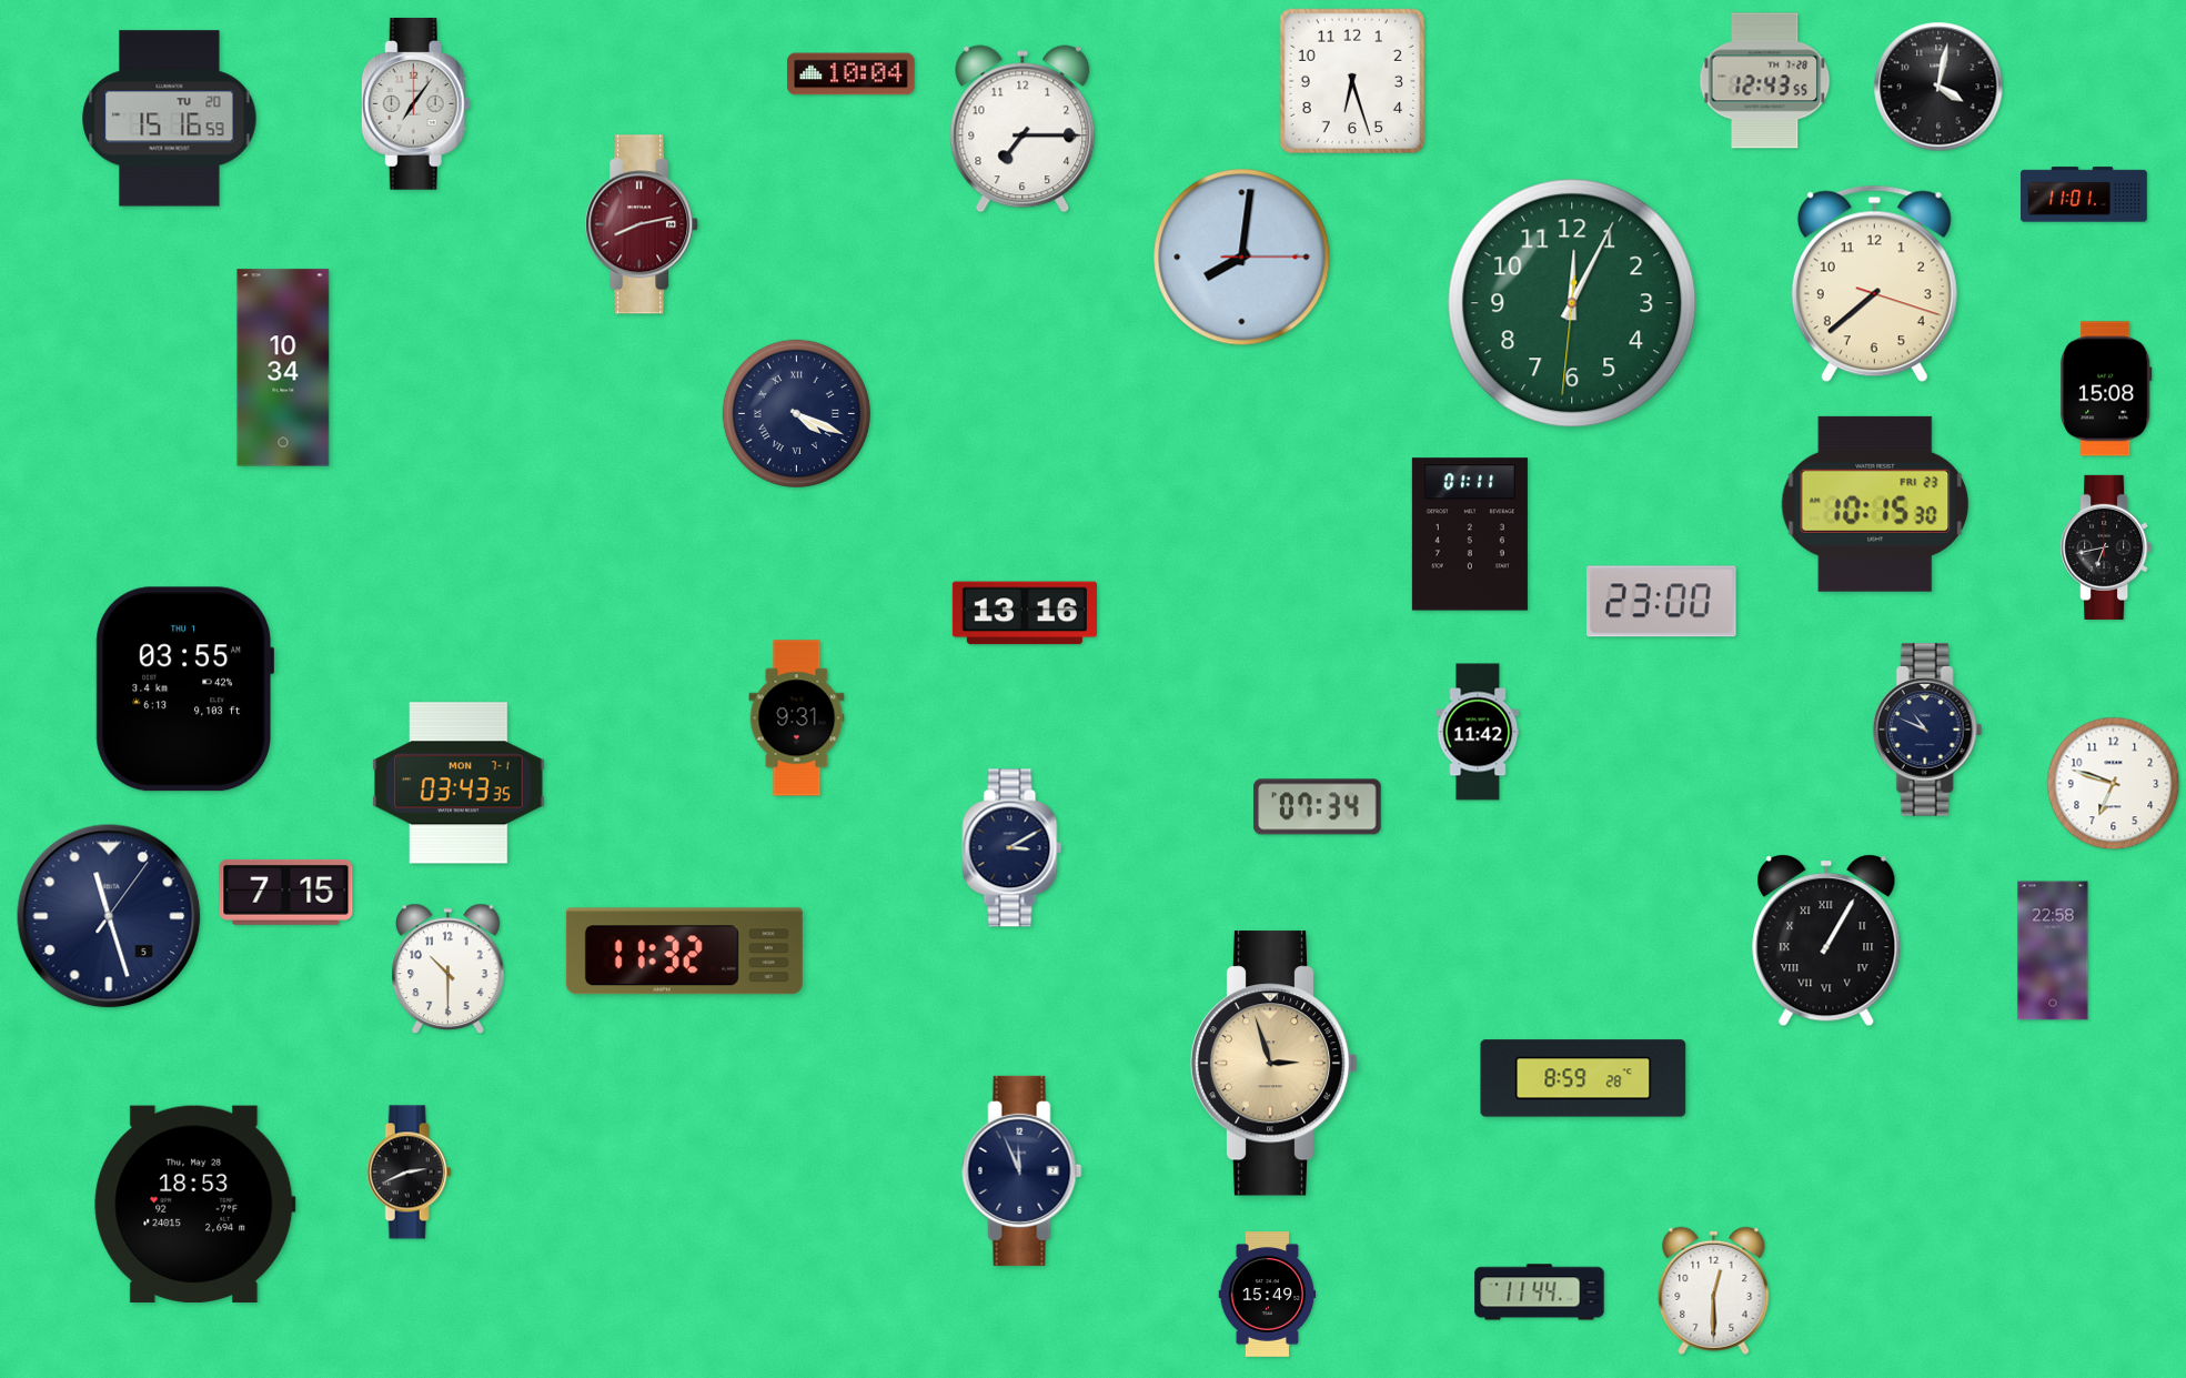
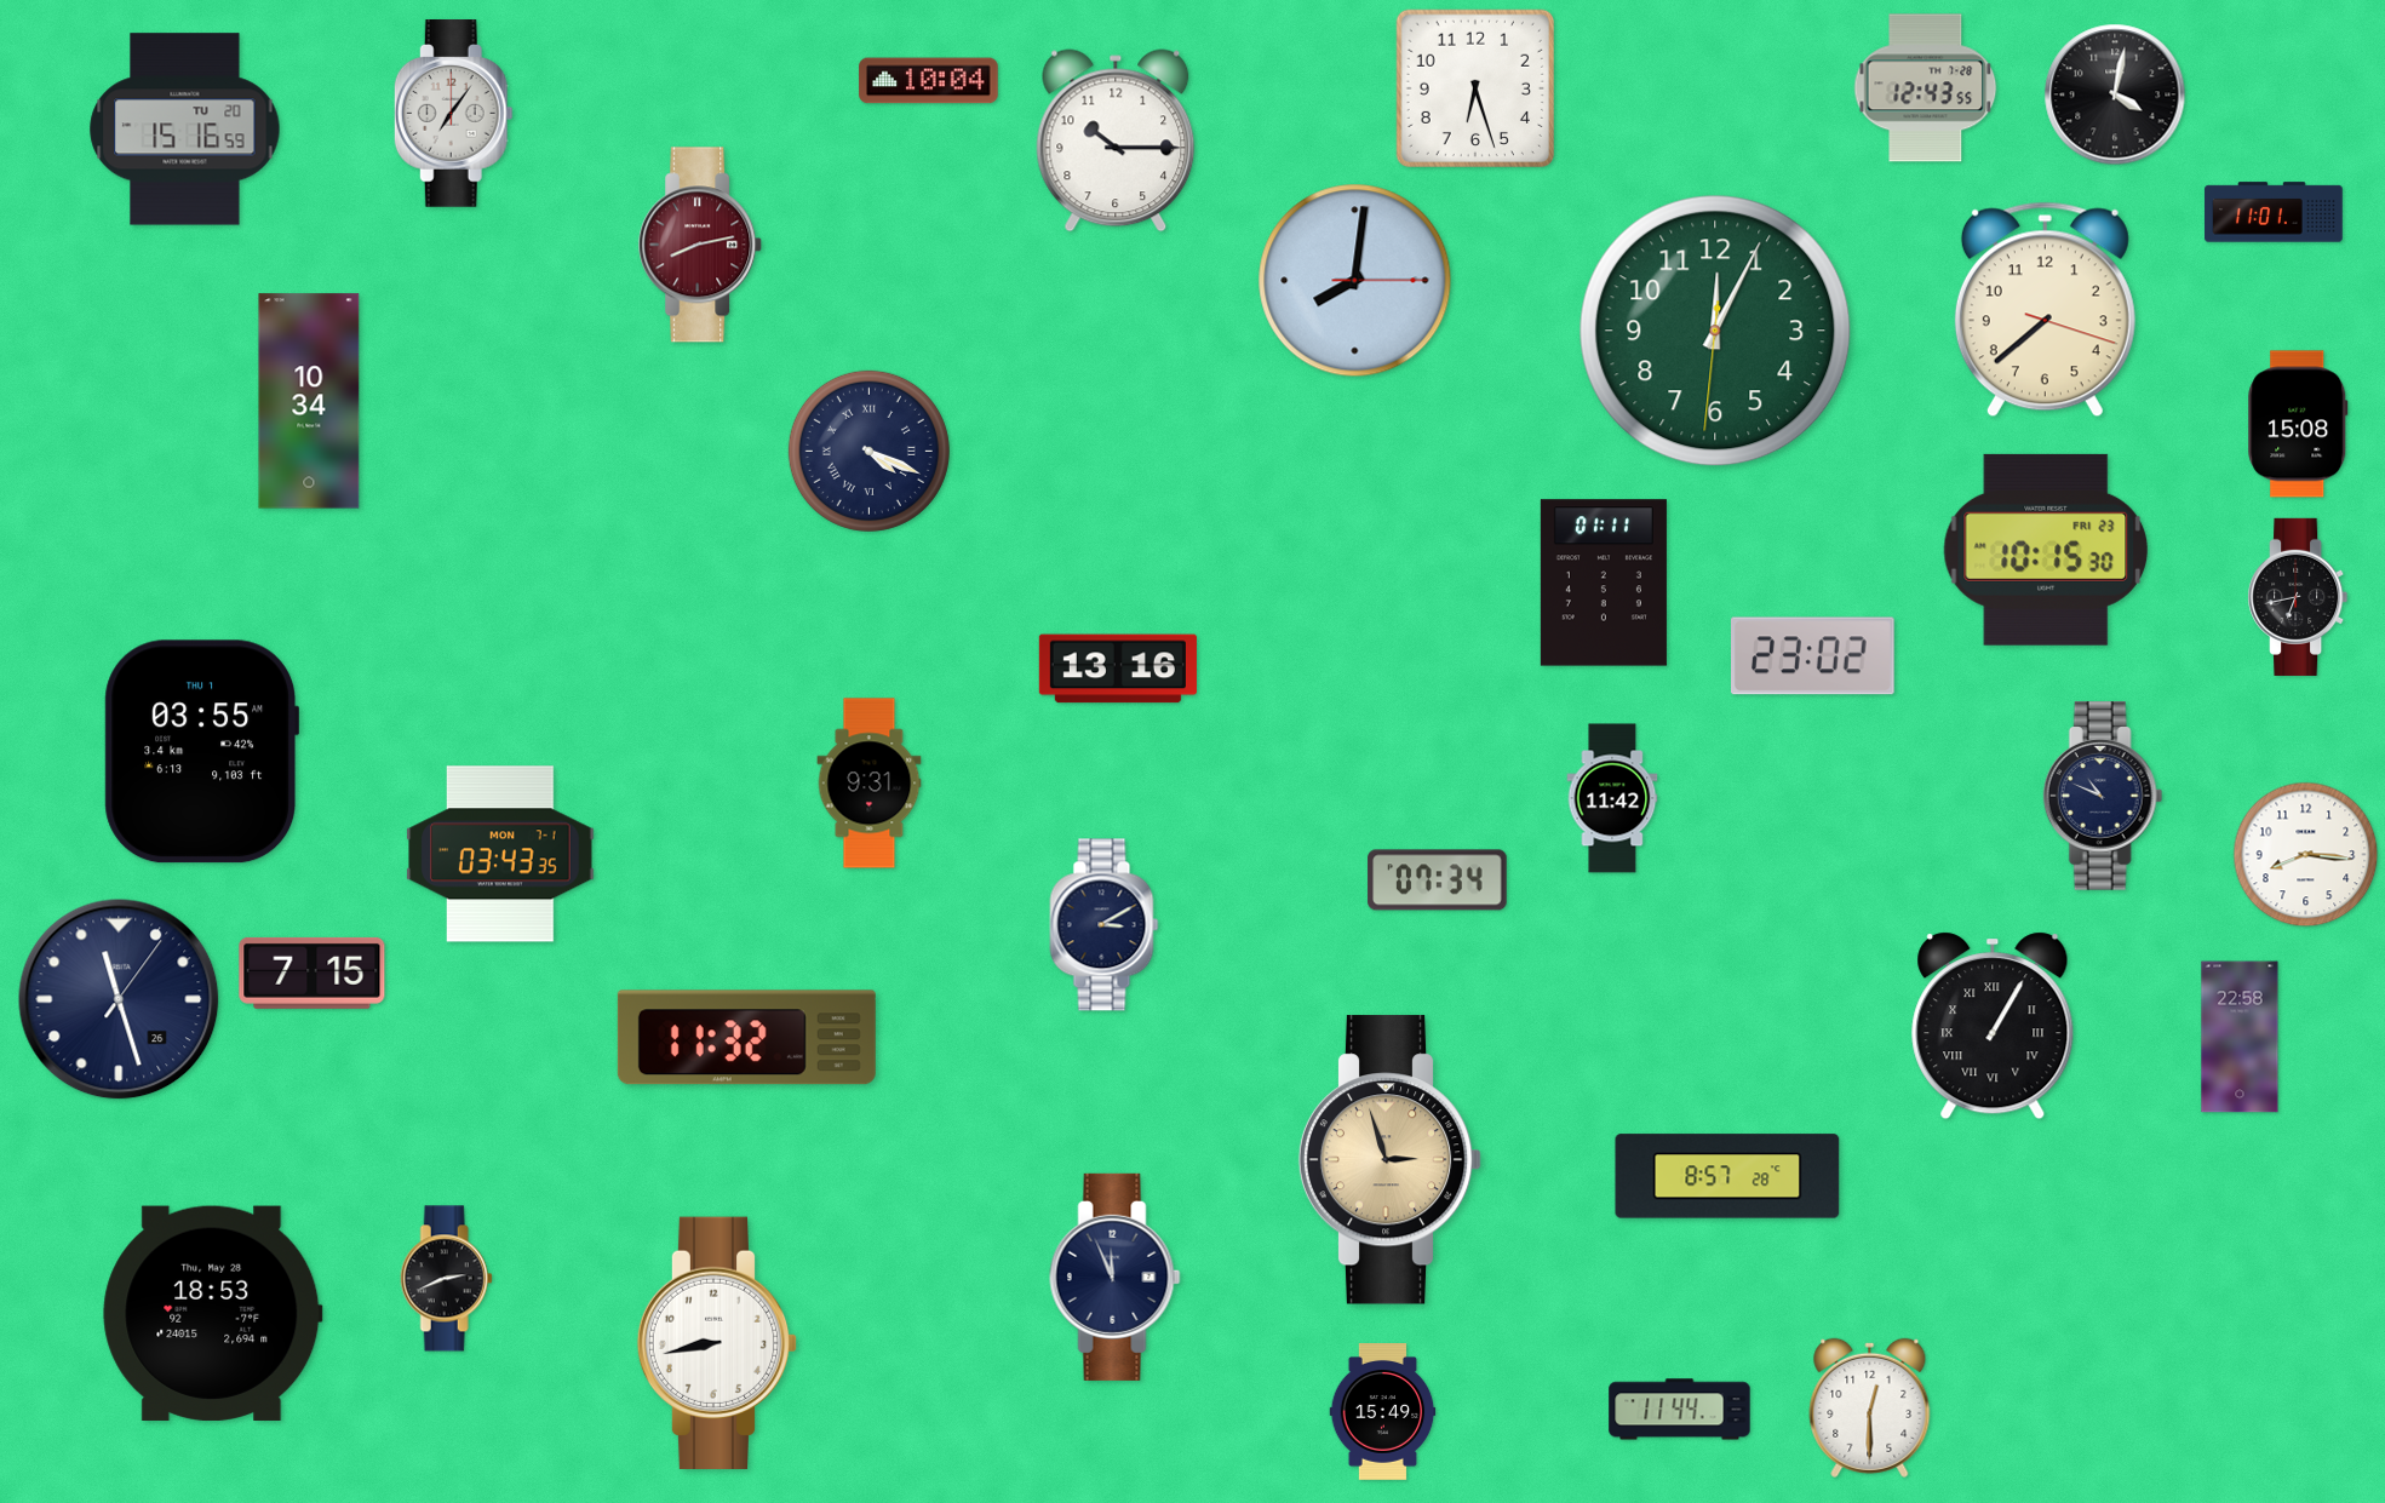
clock at (1023, 129): 7:15 -> 10:15
clock at (1662, 602): 23:00 -> 23:02
clock at (2114, 784): 6:48 -> 8:16
clock at (109, 916) date: 5 -> 26
clock at (449, 969): 10:30 -> none
clock at (1583, 1078): 8:59 -> 8:57
clock at (717, 1343): none -> 8:43
